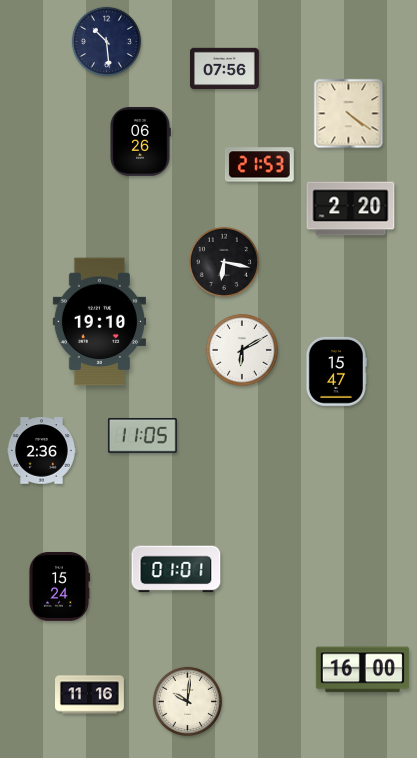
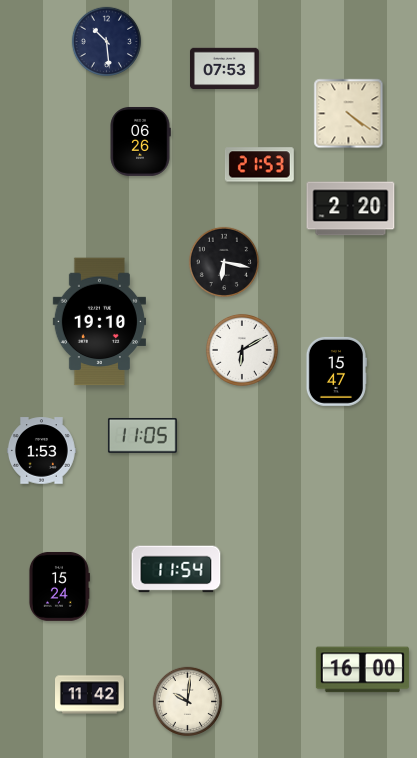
clock at (224, 69): 07:56 -> 07:53
clock at (41, 451): 2:36 -> 1:53
clock at (176, 569): 01:01 -> 11:54
clock at (90, 695): 11:16 -> 11:42
